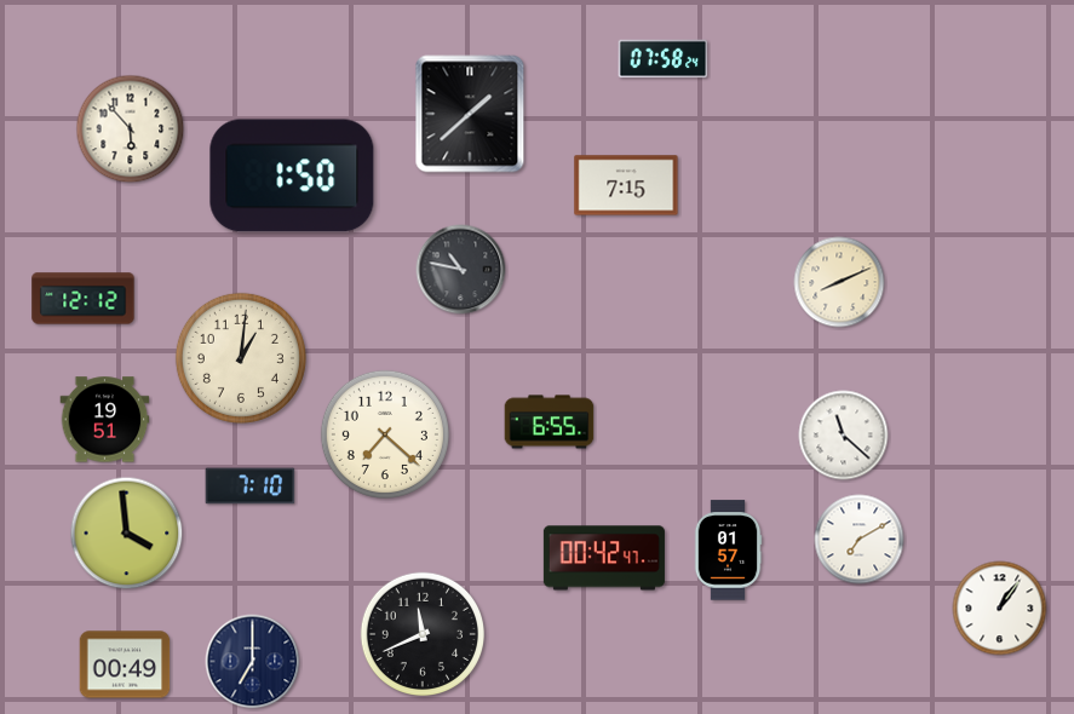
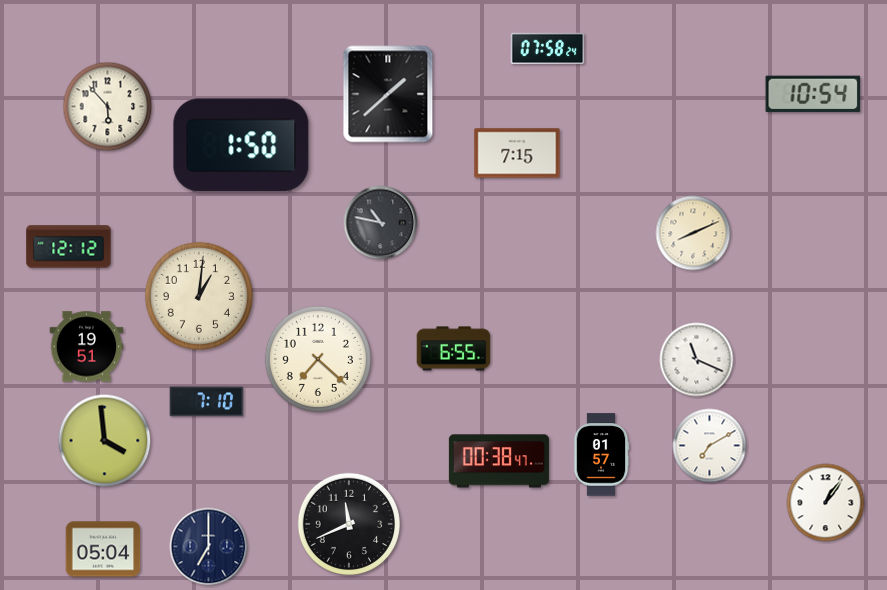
clock at (813, 93): none -> 10:54
clock at (844, 436): 11:22 -> 11:19
clock at (604, 558): 00:42 -> 00:38
clock at (125, 664): 00:49 -> 05:04
